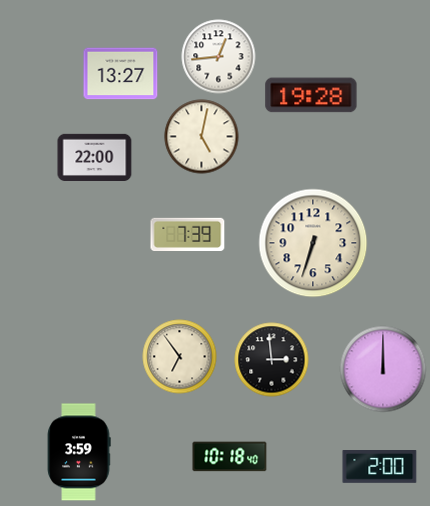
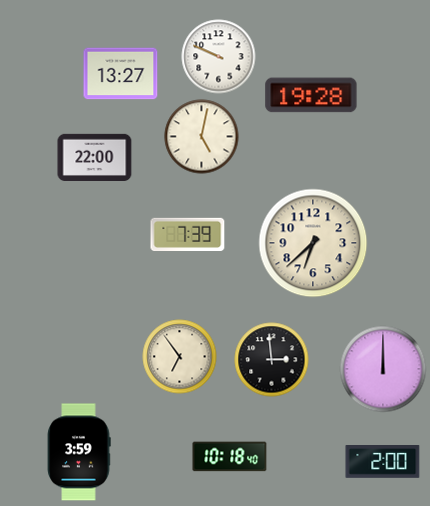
clock at (219, 57): 12:44 -> 9:49
clock at (313, 243): 6:33 -> 6:38
clock at (380, 467) position: (380, 467) -> (383, 462)
